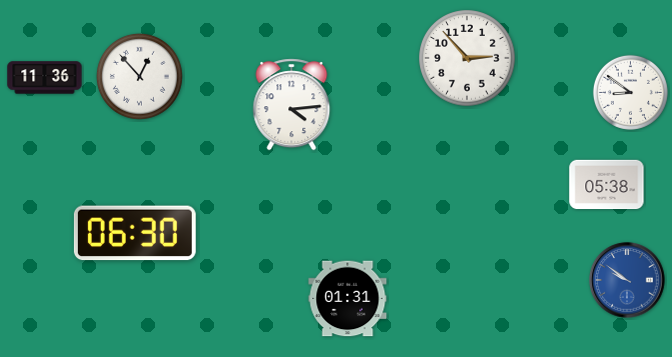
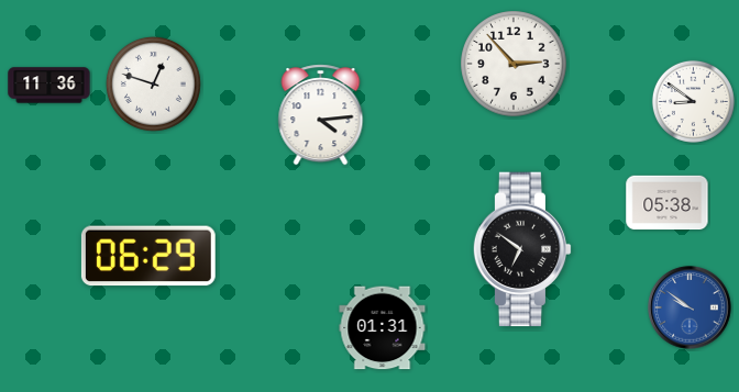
clock at (139, 76): 12:53 -> 12:48
clock at (522, 249): none -> 6:51
clock at (135, 233): 06:30 -> 06:29
